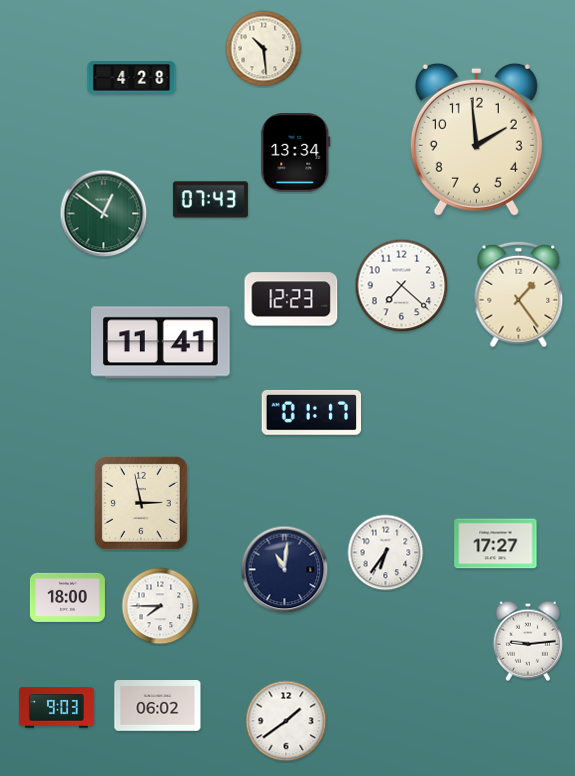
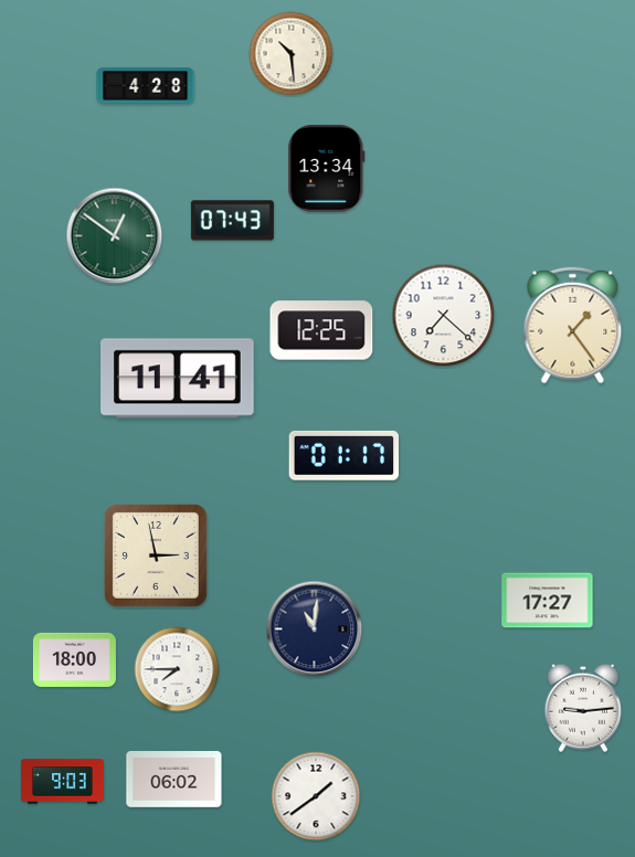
clock at (476, 139): 1:59 -> none
clock at (291, 299): 12:23 -> 12:25
clock at (386, 553): 6:36 -> none
